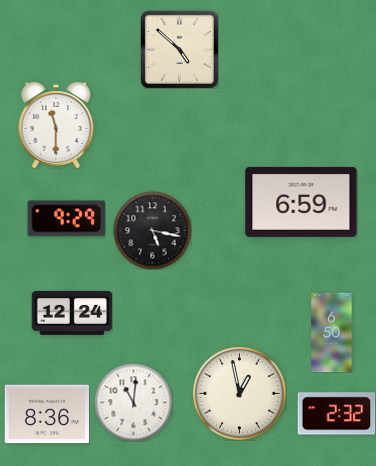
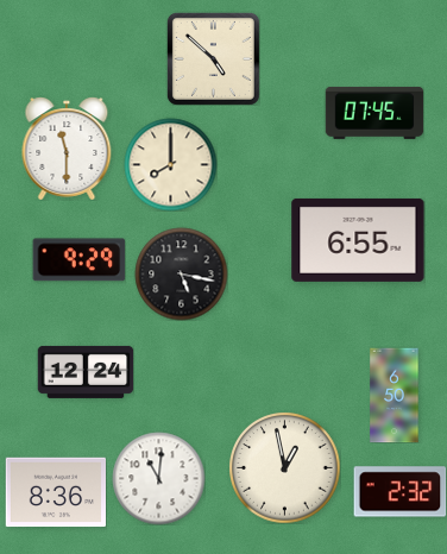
clock at (374, 113): none -> 07:45
clock at (170, 164): none -> 8:00
clock at (301, 202): 6:59 -> 6:55
